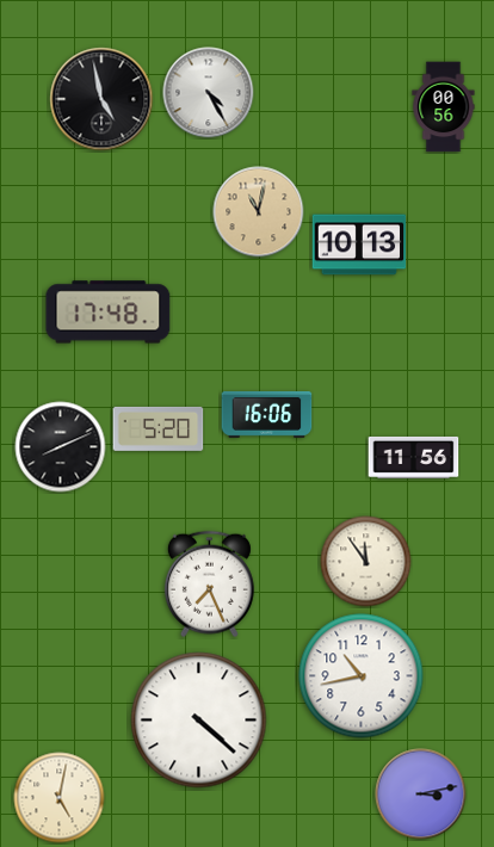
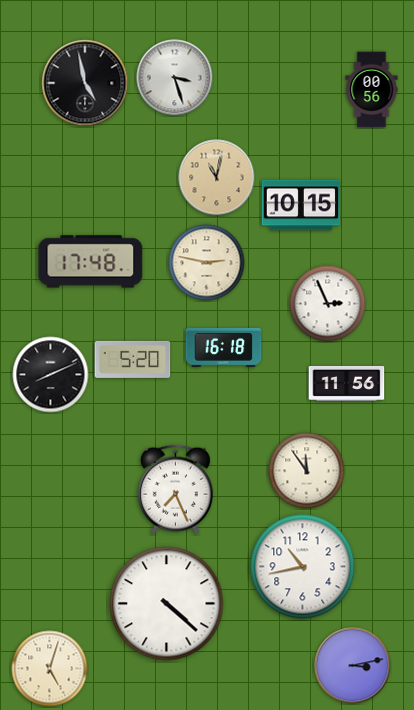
clock at (209, 93): 4:25 -> 3:27
clock at (359, 245): 10:13 -> 10:15
clock at (207, 263): none -> 2:47
clock at (328, 304): none -> 2:56
clock at (267, 415): 16:06 -> 16:18
clock at (60, 798): 5:02 -> 5:03
